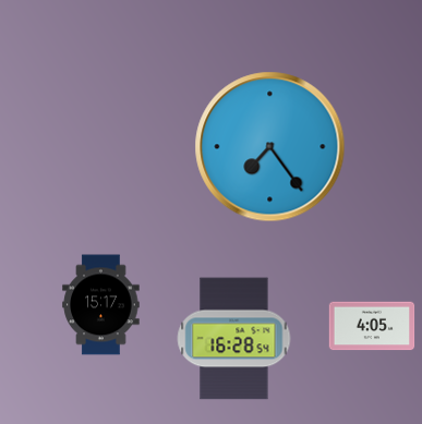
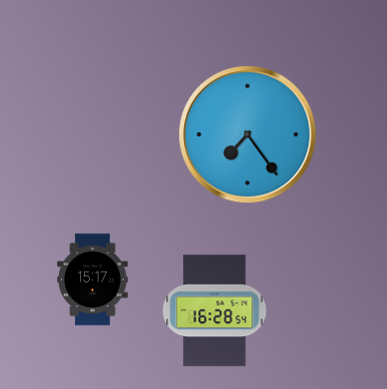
clock at (372, 326): 4:05 -> none
